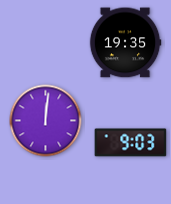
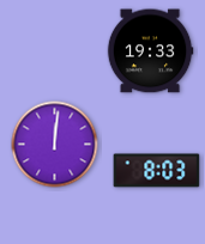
clock at (125, 43): 19:35 -> 19:33
clock at (131, 143): 9:03 -> 8:03
